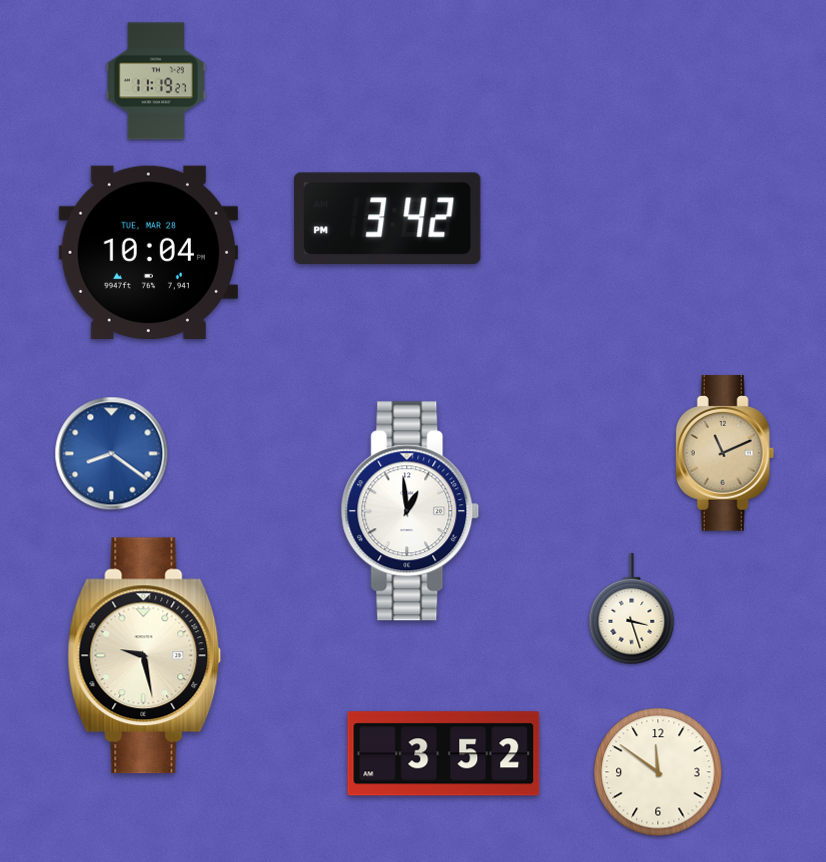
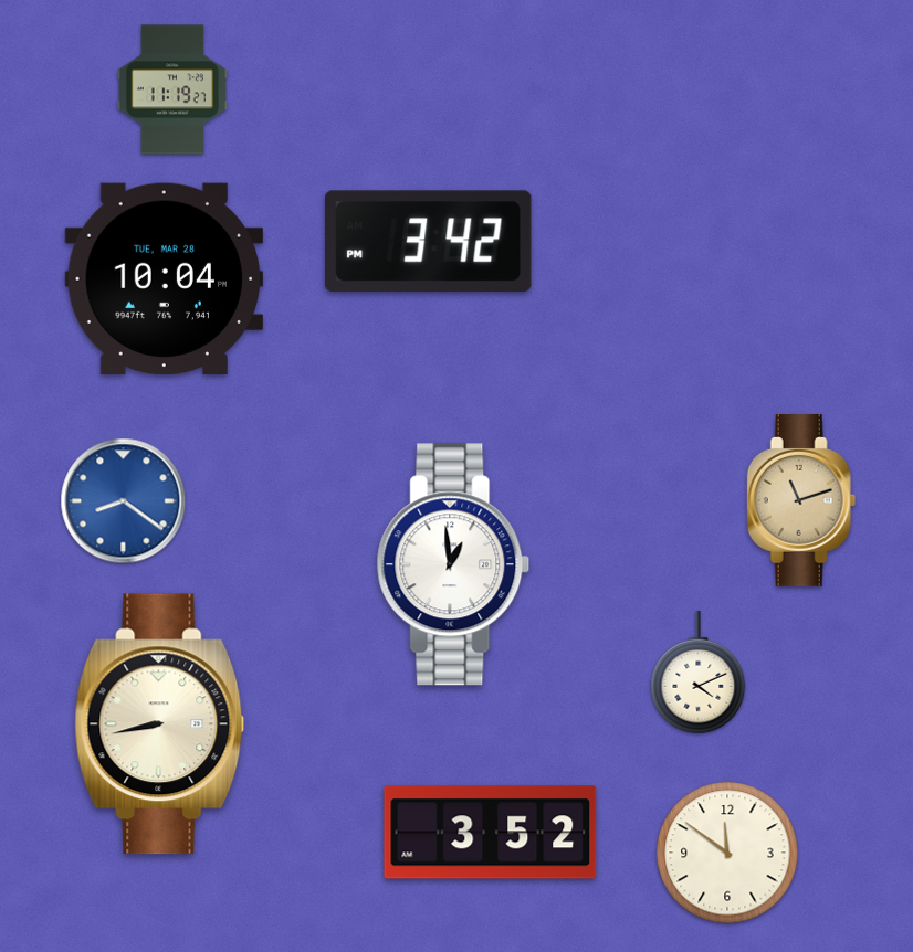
clock at (725, 453): 11:11 -> 11:12
clock at (632, 609): 3:27 -> 4:11
clock at (145, 656): 9:28 -> 8:43
